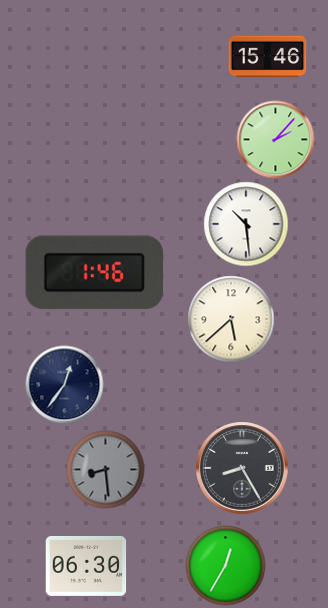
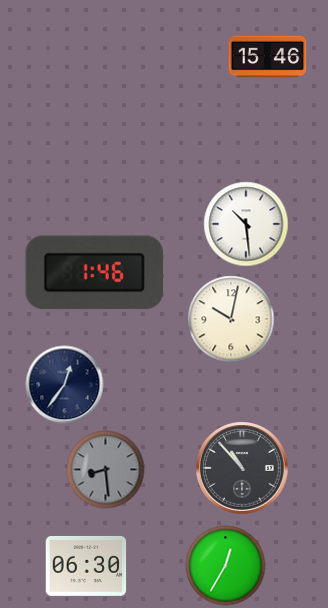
clock at (275, 139): 2:07 -> none
clock at (231, 319): 5:38 -> 10:02
clock at (242, 468): 8:25 -> 10:53
